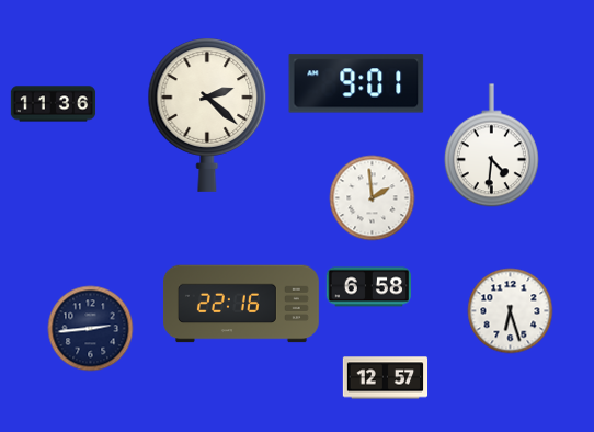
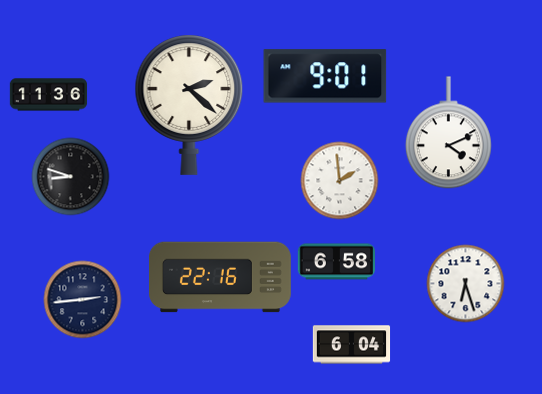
clock at (491, 146): 4:31 -> 4:11
clock at (70, 176): none -> 8:48
clock at (385, 378): 12:57 -> 6:04
